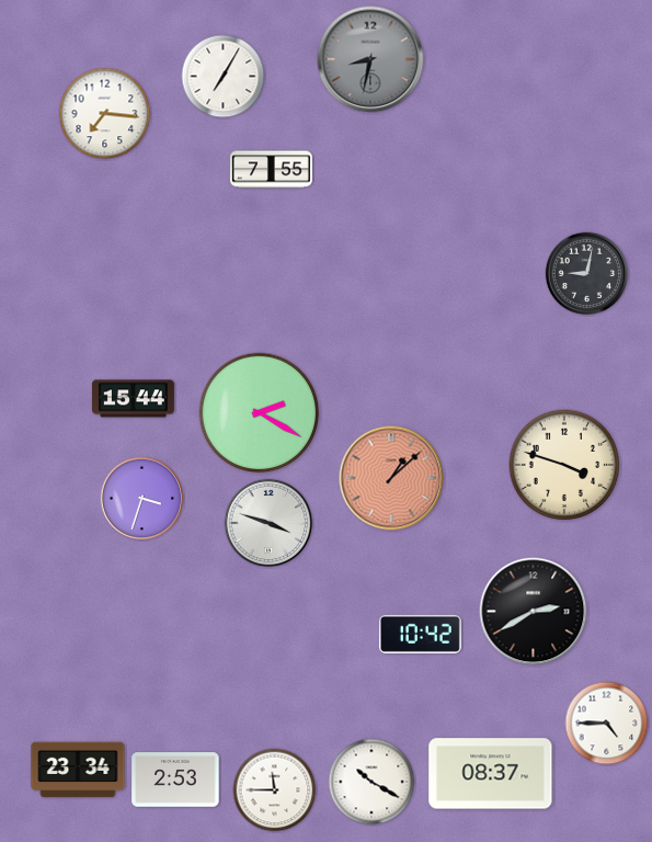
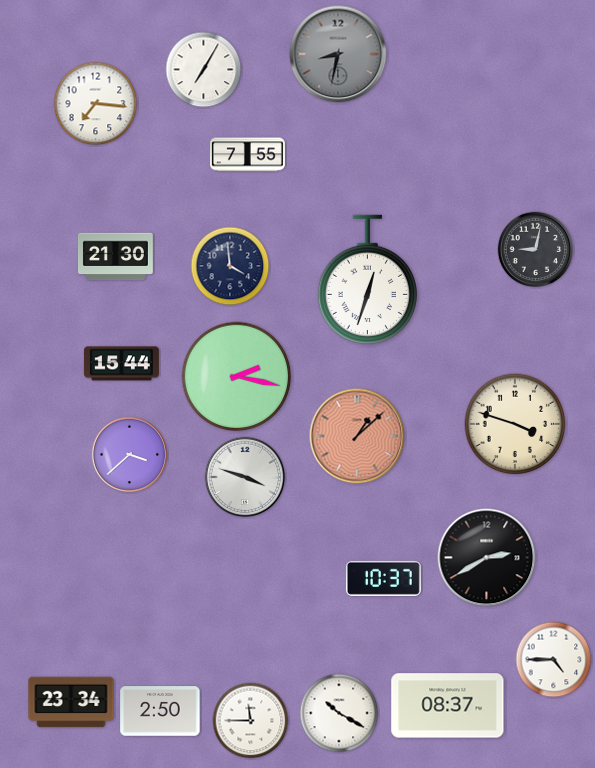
clock at (115, 257): none -> 21:30
clock at (230, 266): none -> 3:59
clock at (367, 279): none -> 12:33
clock at (260, 413): 2:20 -> 2:17
clock at (142, 499): 3:33 -> 3:38
clock at (420, 634): 10:42 -> 10:37
clock at (175, 780): 2:53 -> 2:50
